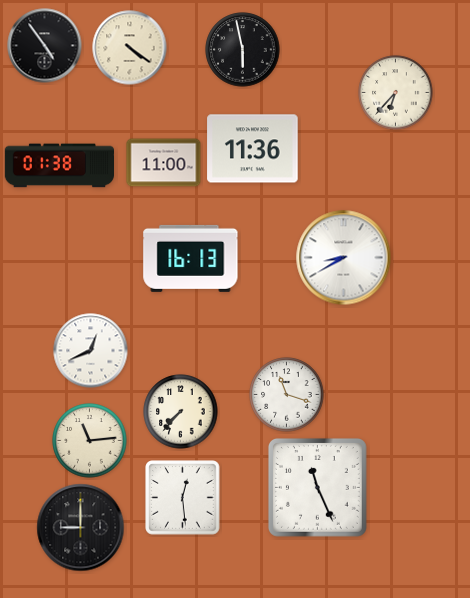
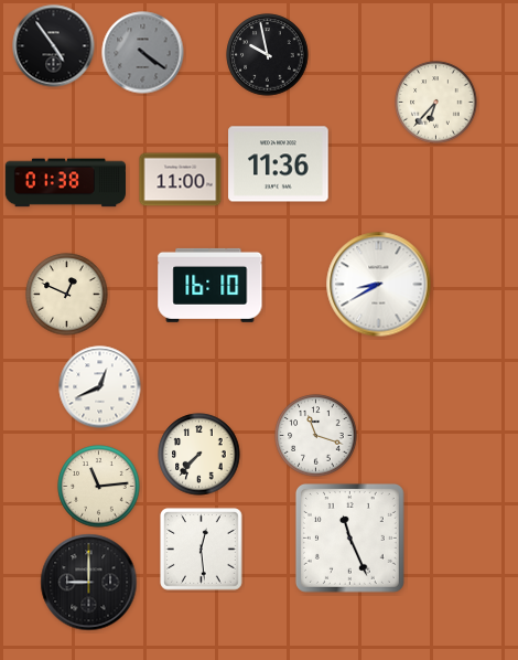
clock at (45, 46) position: (45, 46) -> (54, 46)
clock at (130, 48) dial: cream -> grey
clock at (243, 50): 5:58 -> 9:58
clock at (191, 258): 16:13 -> 16:10
clock at (67, 295): none -> 12:49
